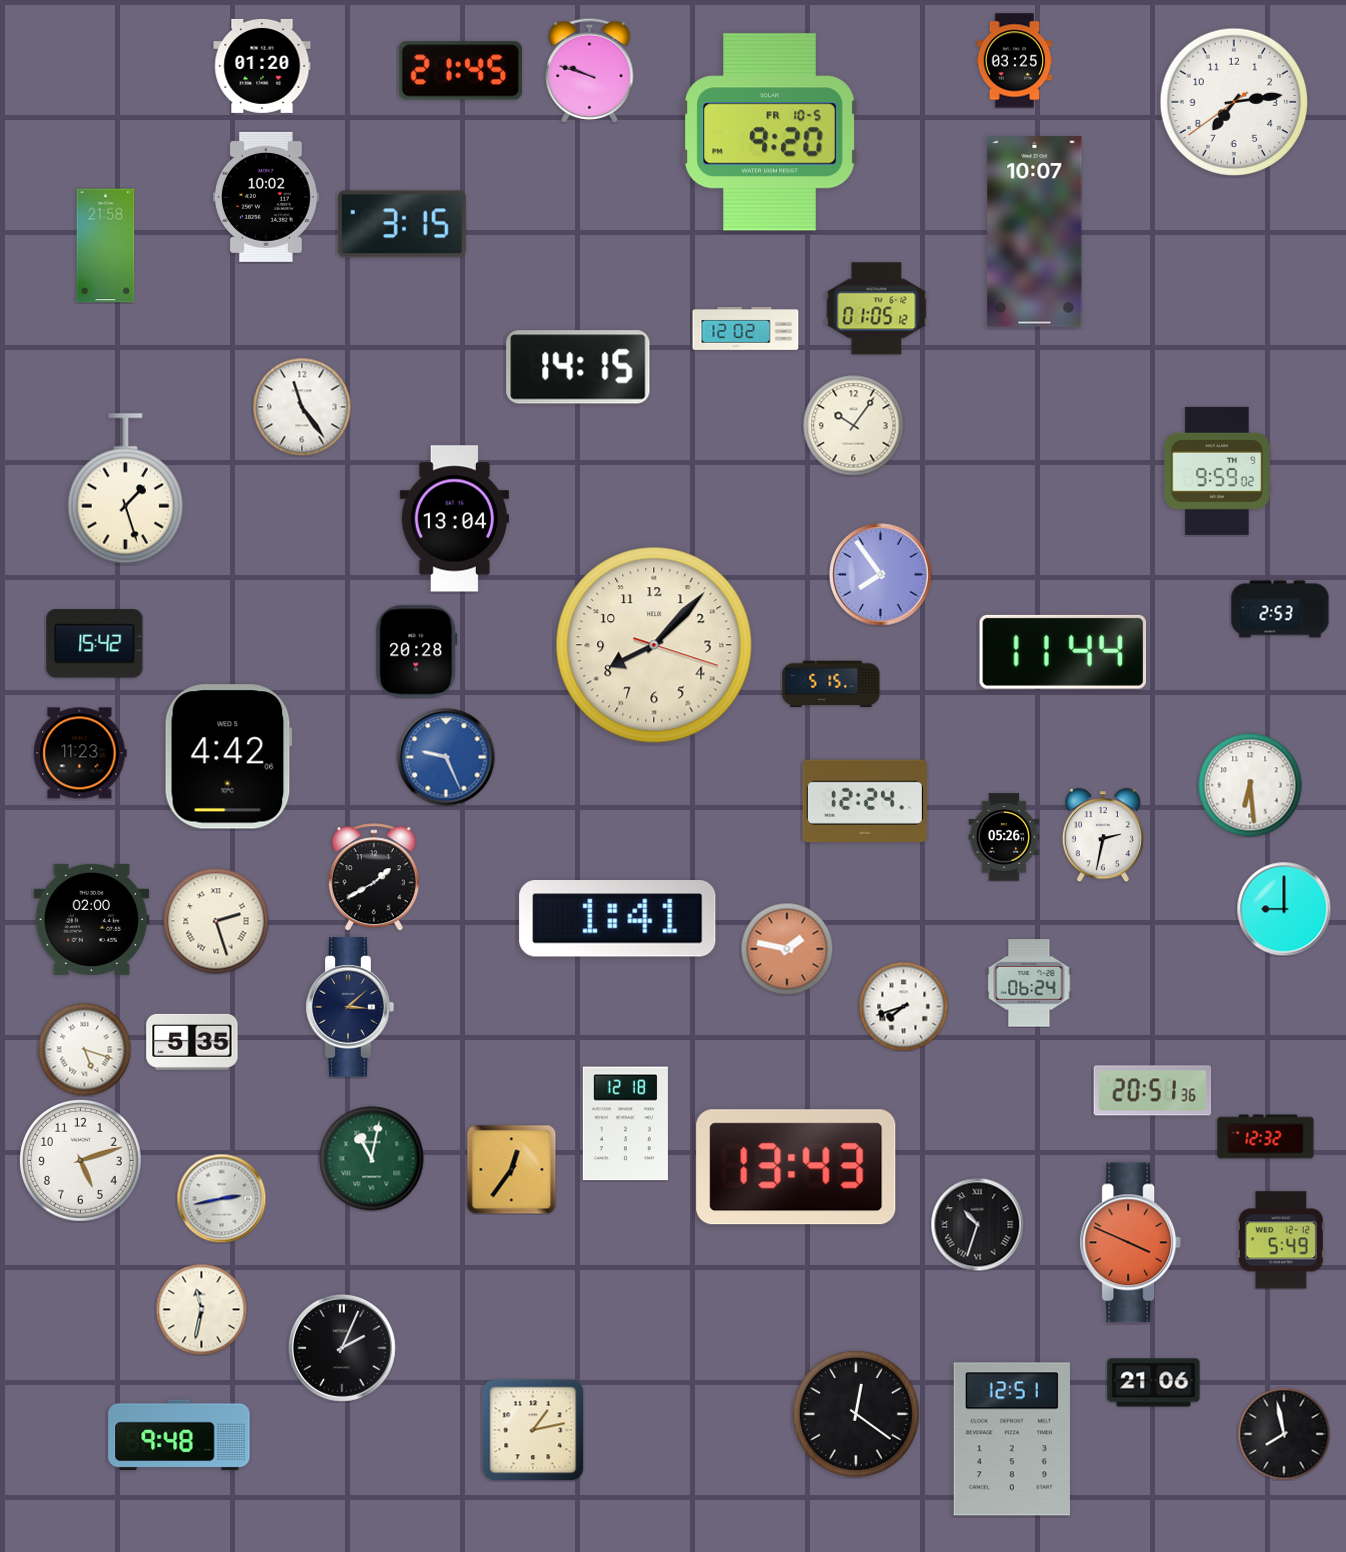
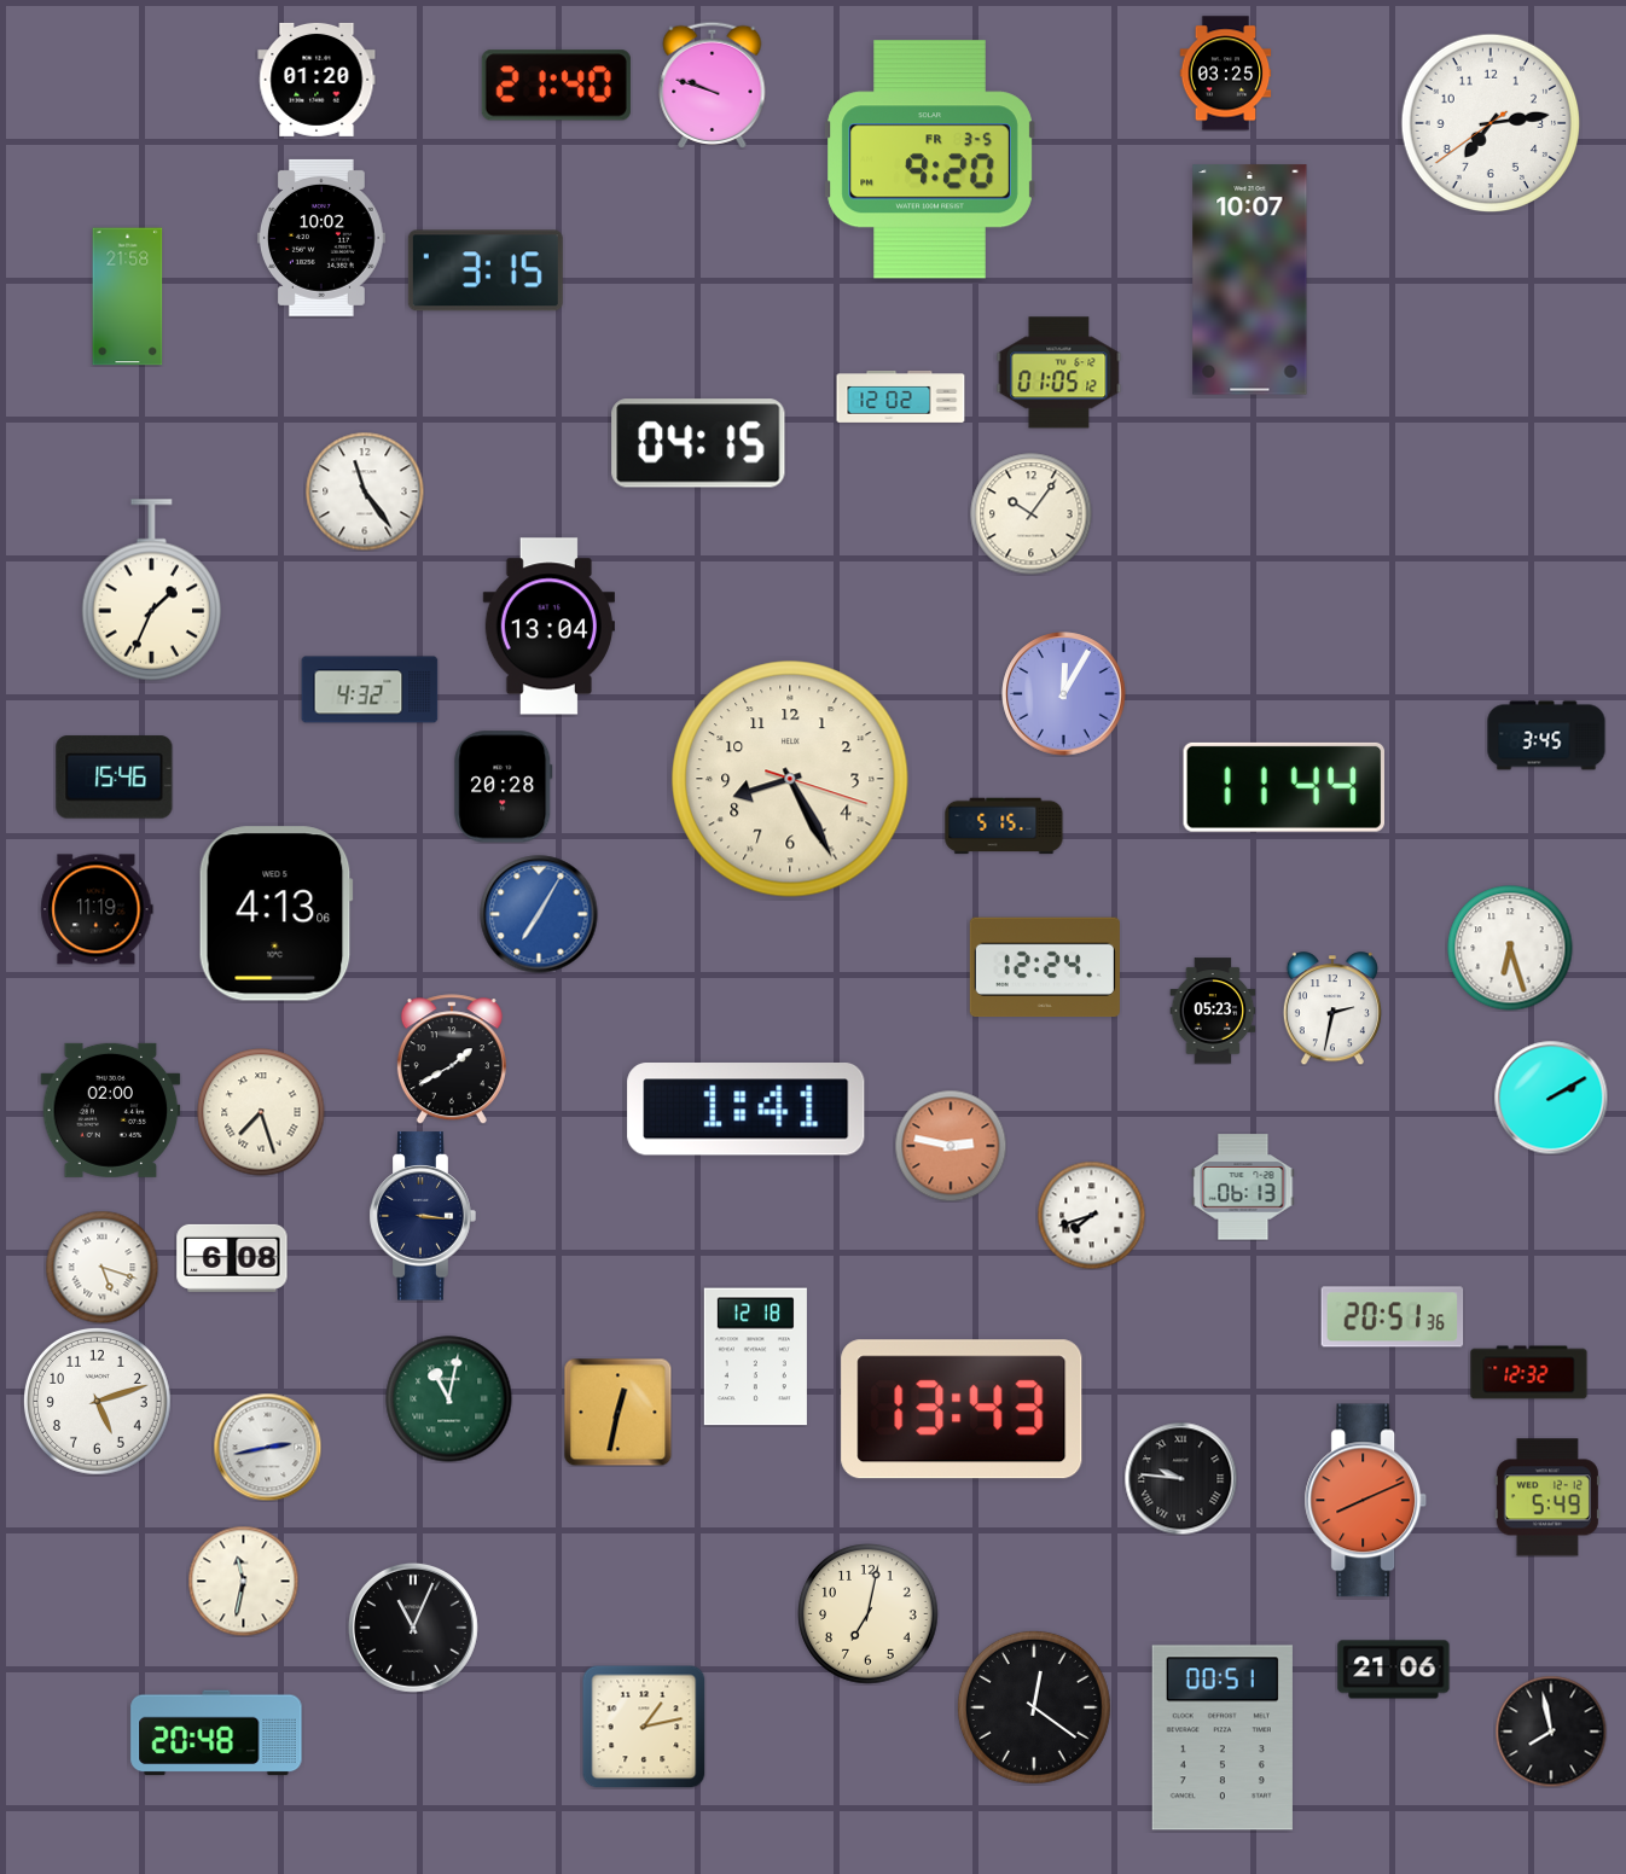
clock at (460, 71): 21:45 -> 21:40
clock at (770, 132) date: FR 10-5 -> FR 3-5
clock at (578, 367): 14:15 -> 04:15
clock at (1217, 471): 9:59 -> none
clock at (125, 489): 1:27 -> 1:34
clock at (370, 689): none -> 4:32
clock at (881, 575): 7:54 -> 12:05
clock at (1280, 609): 2:53 -> 3:45
clock at (95, 644): 15:42 -> 15:46
clock at (654, 645): 8:07 -> 8:25
clock at (80, 753): 11:23 -> 11:19
clock at (228, 757): 4:42 -> 4:13
clock at (446, 757): 9:26 -> 7:05
clock at (1250, 785): 6:29 -> 6:27
clock at (1004, 837): 05:26 -> 05:23
clock at (1284, 909): 9:00 -> 2:10
clock at (216, 921): 2:27 -> 7:27
clock at (787, 949): 1:47 -> 2:47
clock at (1029, 983): 06:24 -> 06:13
clock at (350, 1007): 3:08 -> 3:16
clock at (192, 1042): 5:35 -> 6:08
clock at (511, 1169): 12:36 -> 12:32
clock at (977, 1224): 10:33 -> 9:46
clock at (1131, 1243): 3:49 -> 8:11
clock at (869, 1614): none -> 7:02
clock at (342, 1348): 2:04 -> 11:04
clock at (179, 1435): 9:48 -> 20:48
clock at (1012, 1439): 12:51 -> 00:51
